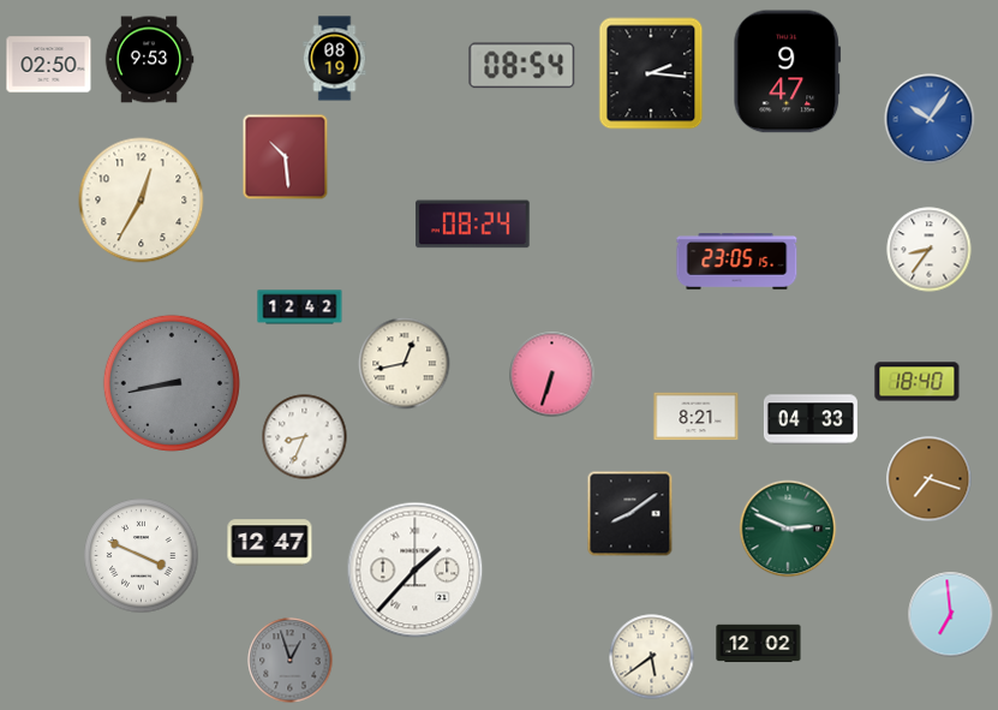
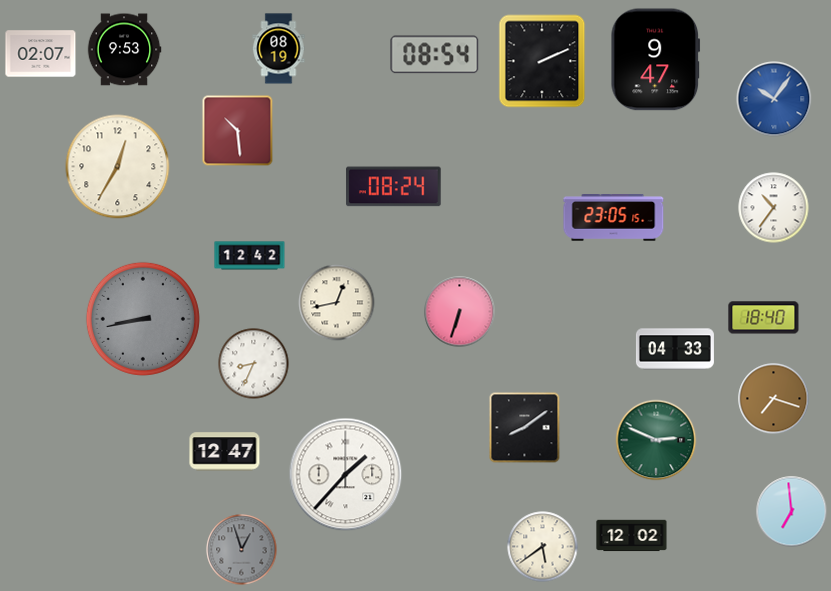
clock at (49, 65): 02:50 -> 02:07
clock at (651, 73): 2:16 -> 2:11
clock at (930, 250): 8:36 -> 10:36
clock at (697, 417): 8:21 -> none
clock at (142, 556): 3:49 -> none
